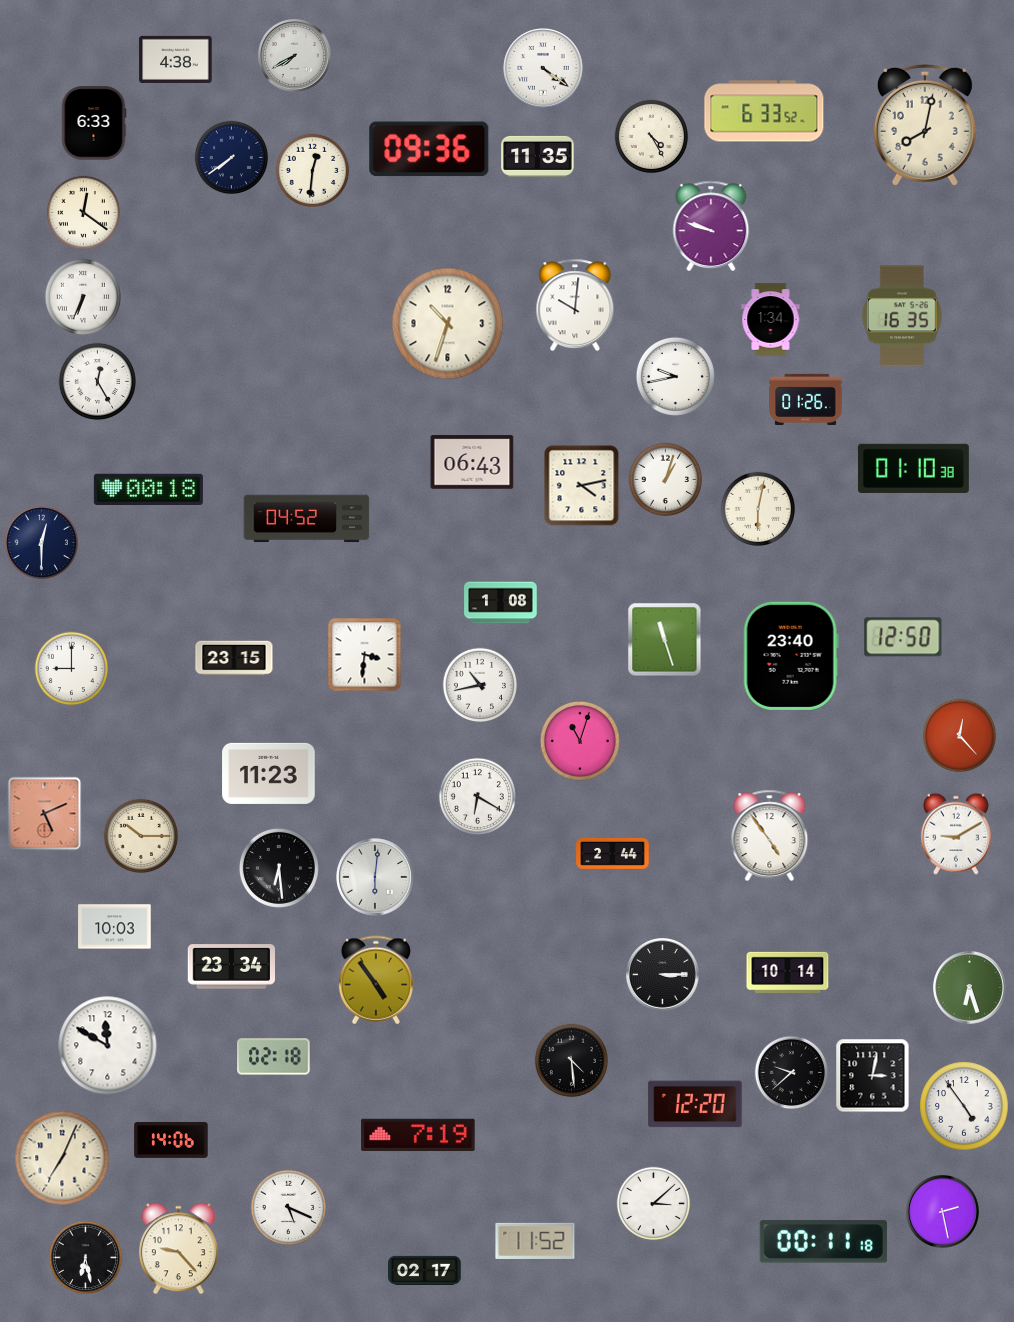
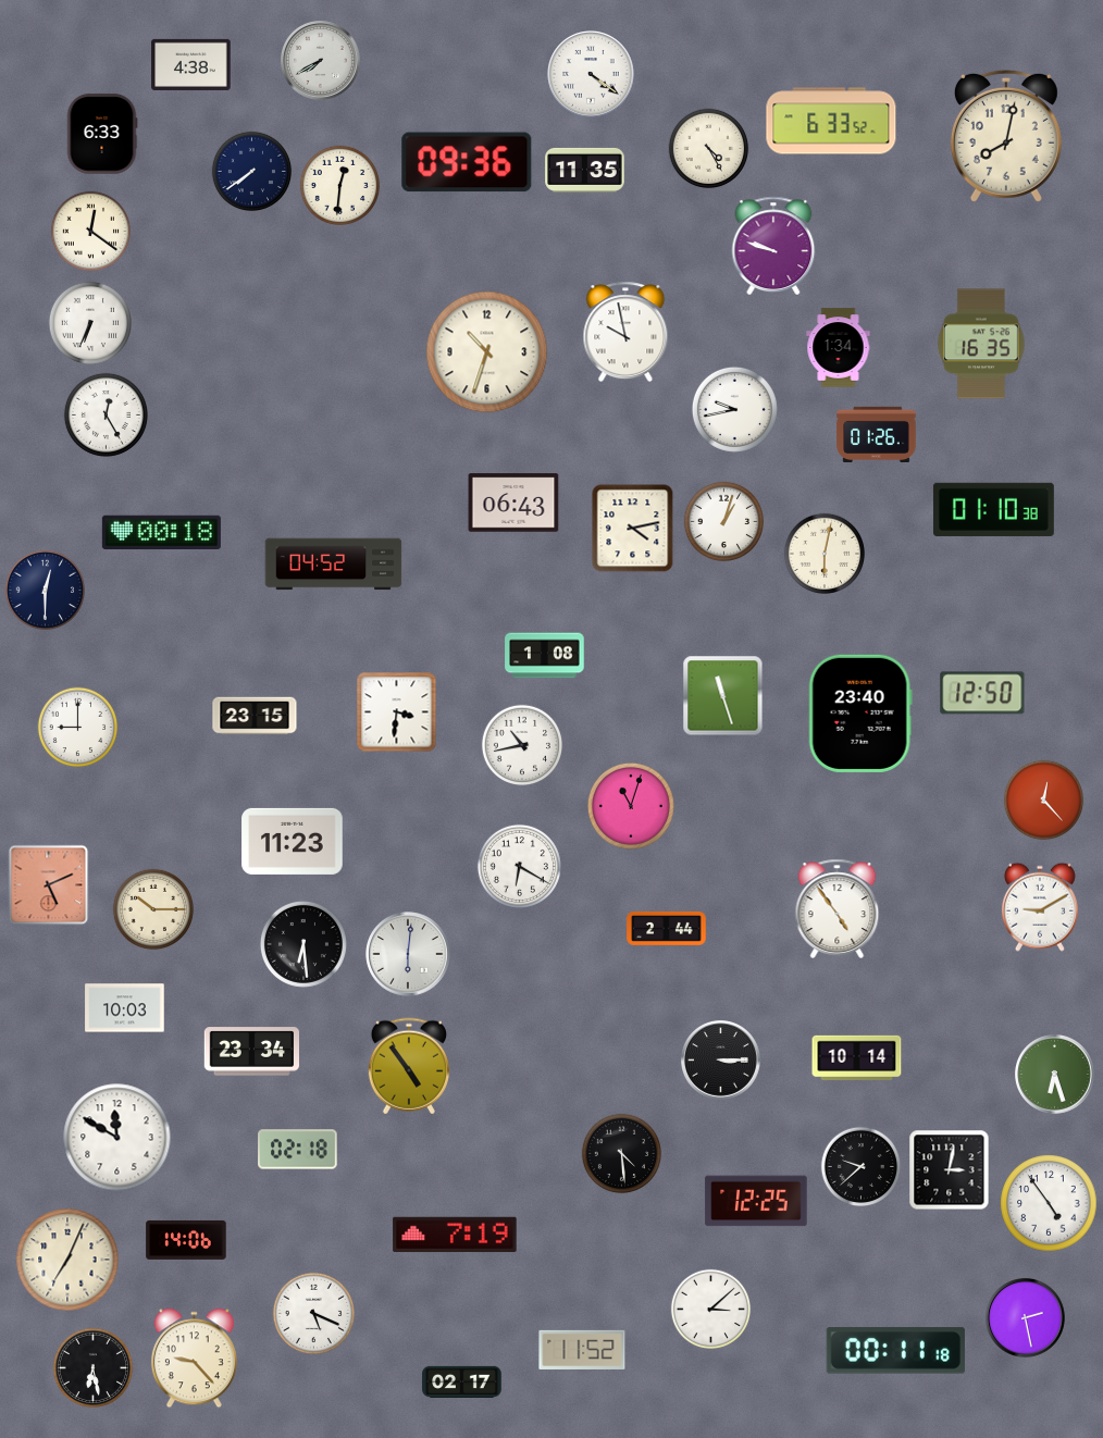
clock at (575, 305): 10:01 -> 9:58
clock at (695, 1104): 12:20 -> 12:25
